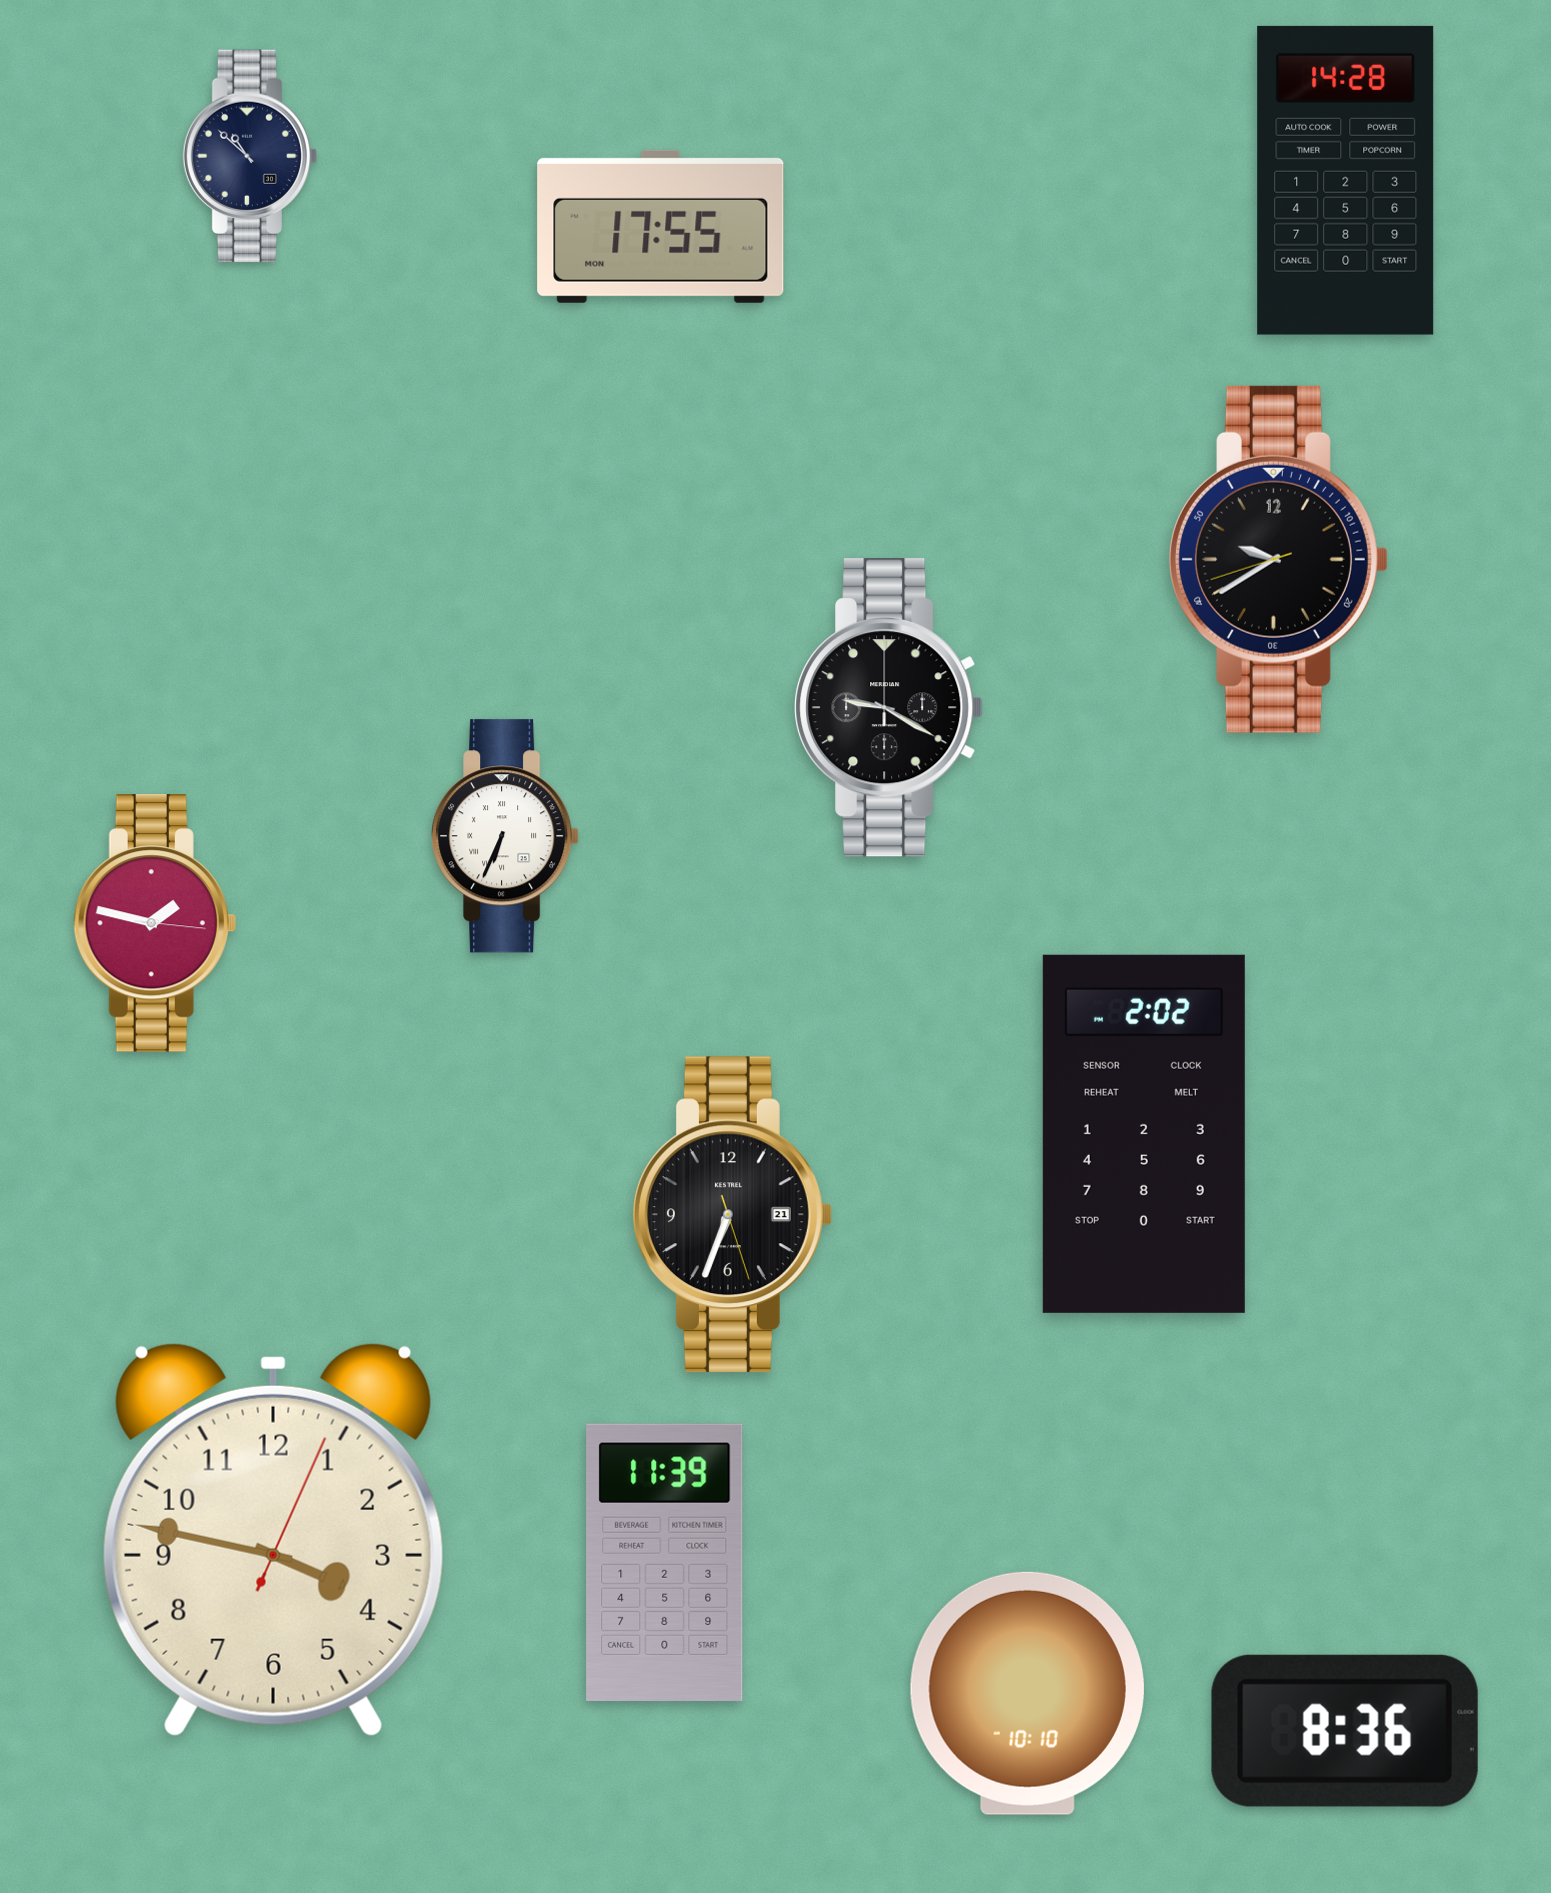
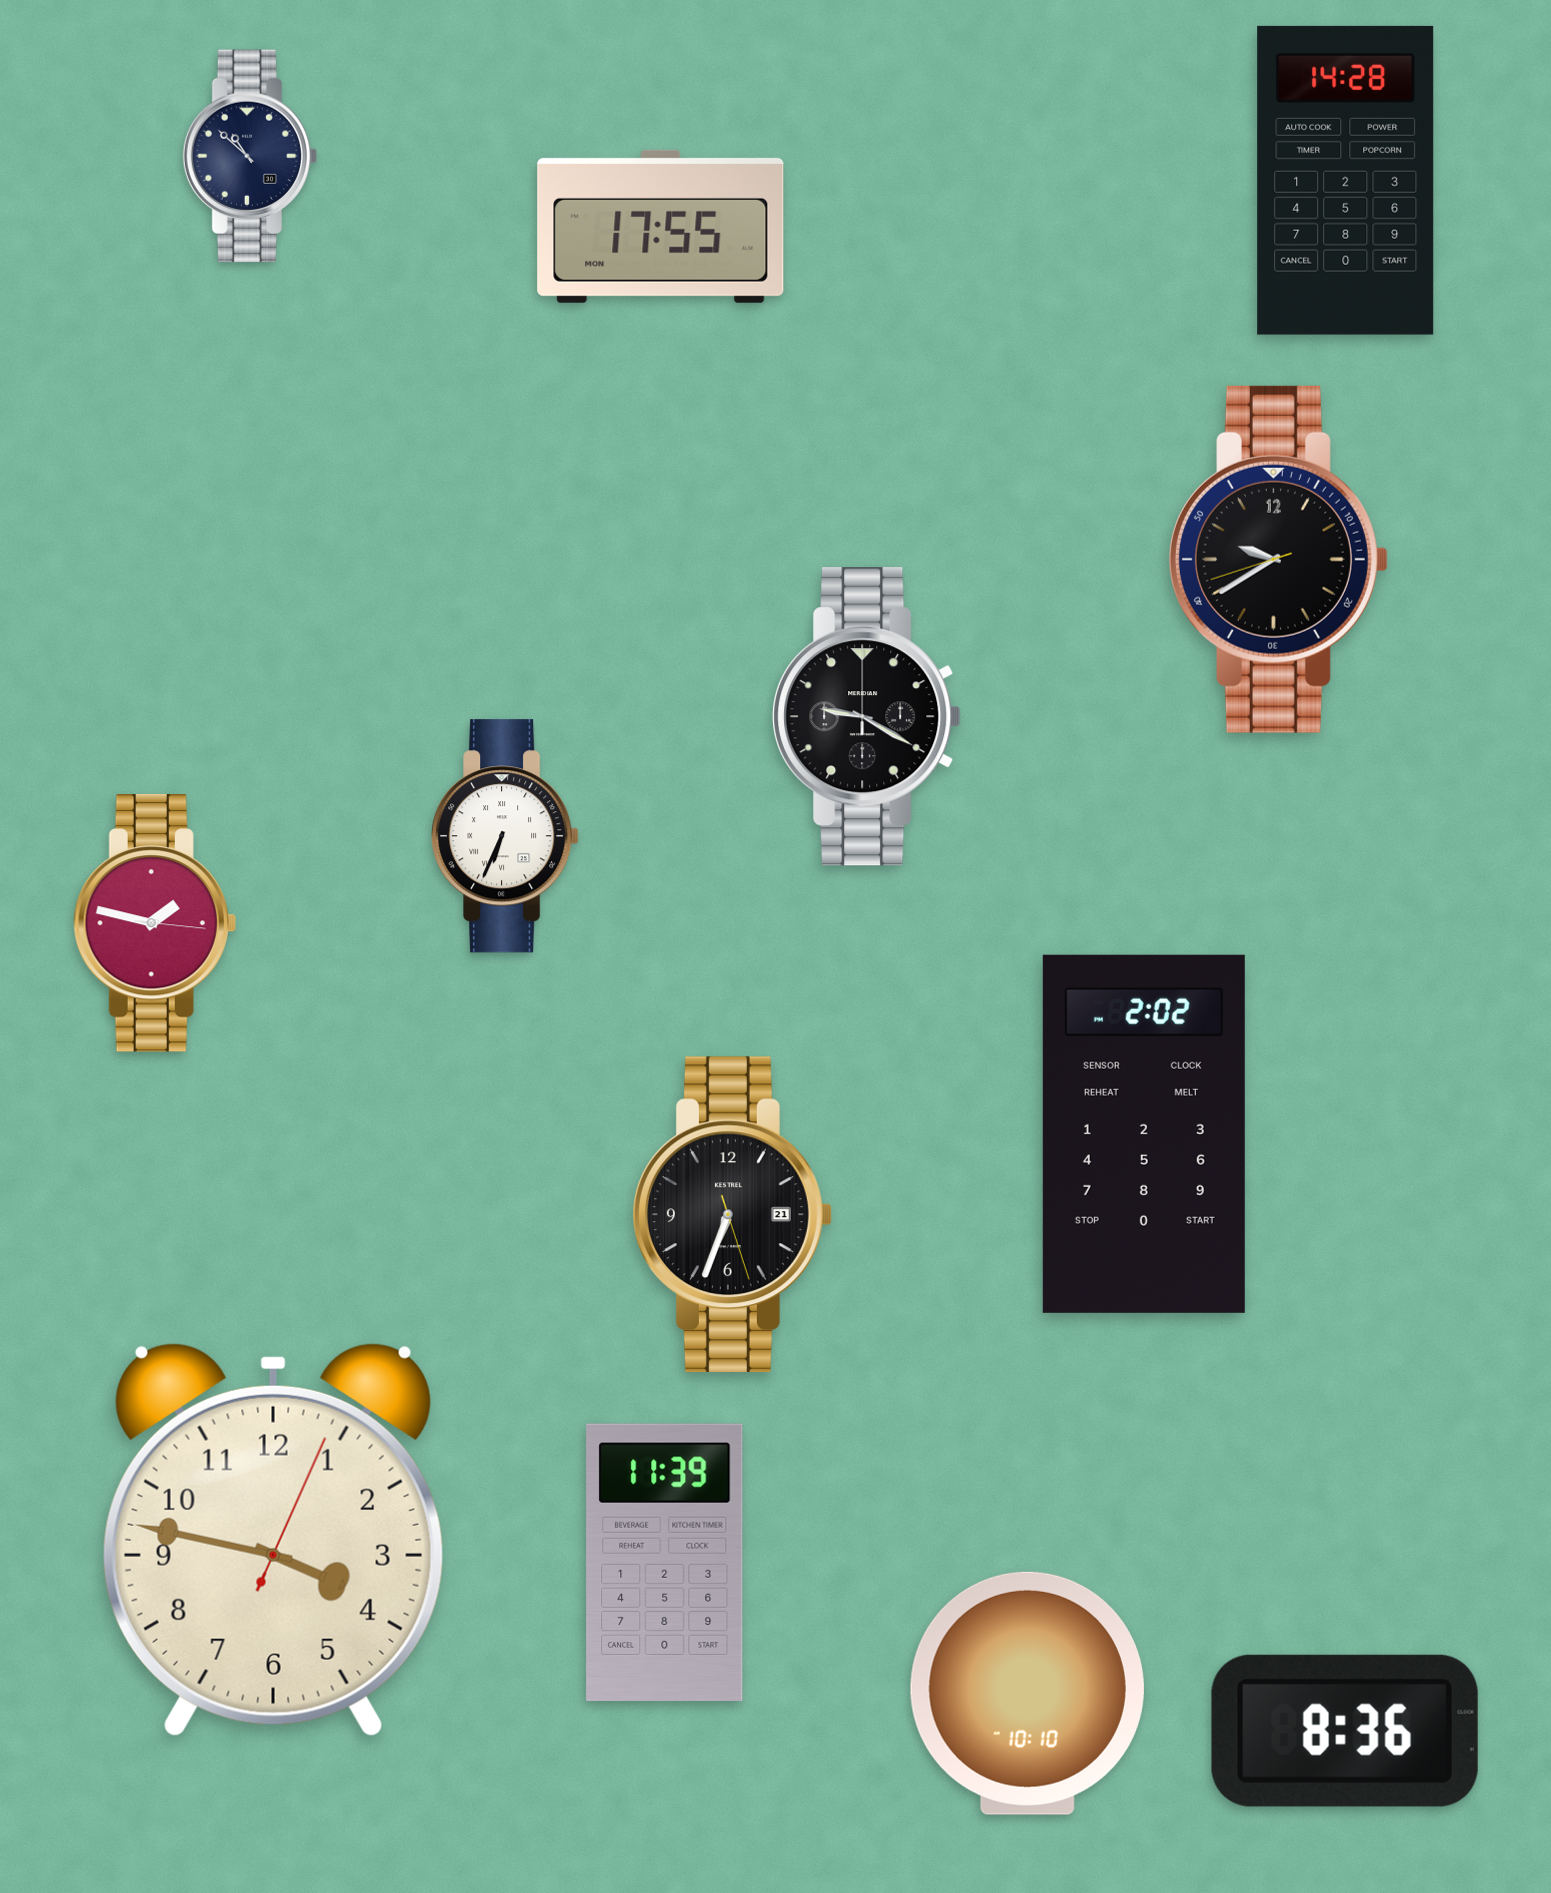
clock at (889, 708) position: (889, 708) -> (867, 717)
